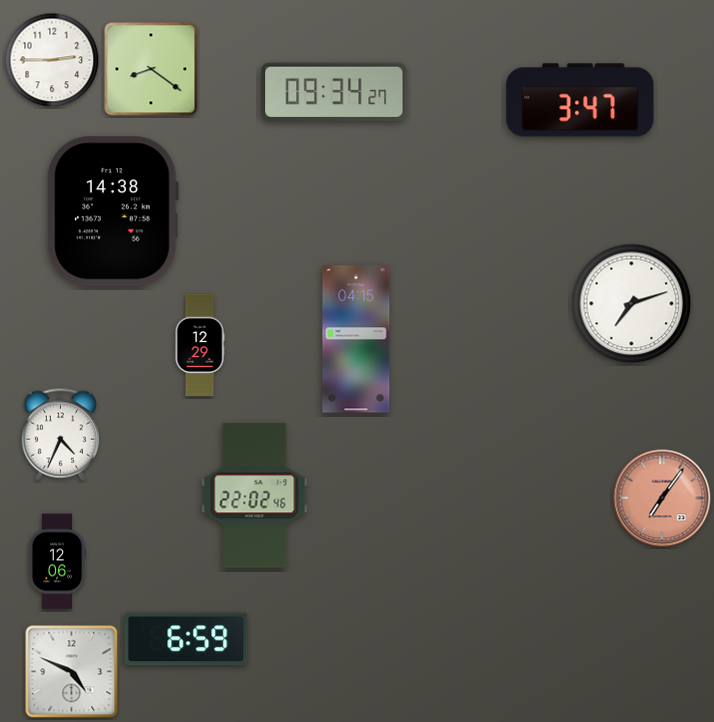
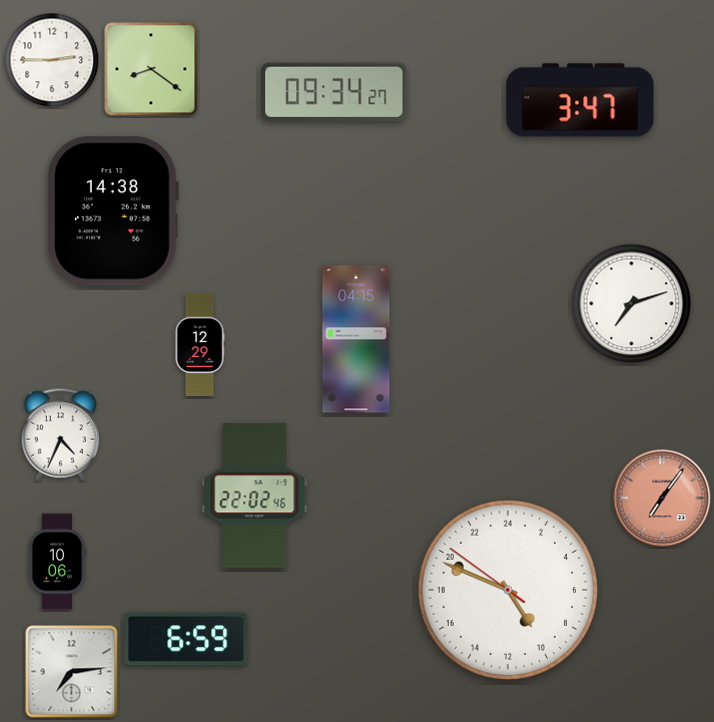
clock at (57, 562): 12:06 -> 10:06
clock at (508, 590): none -> 9:48
clock at (72, 672): 4:49 -> 7:14
